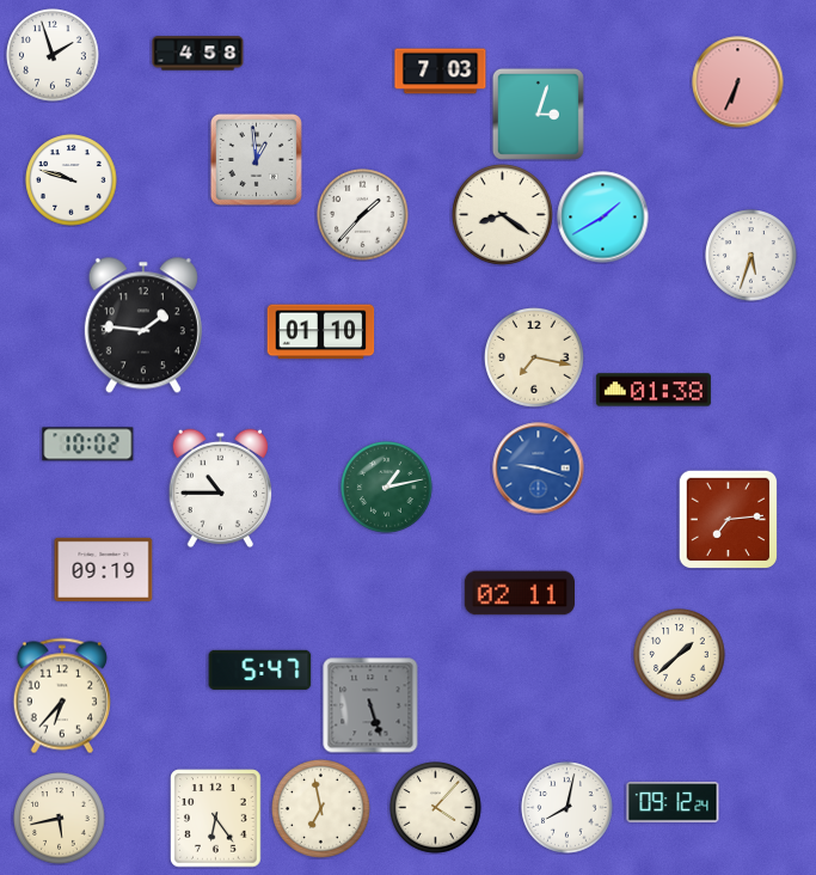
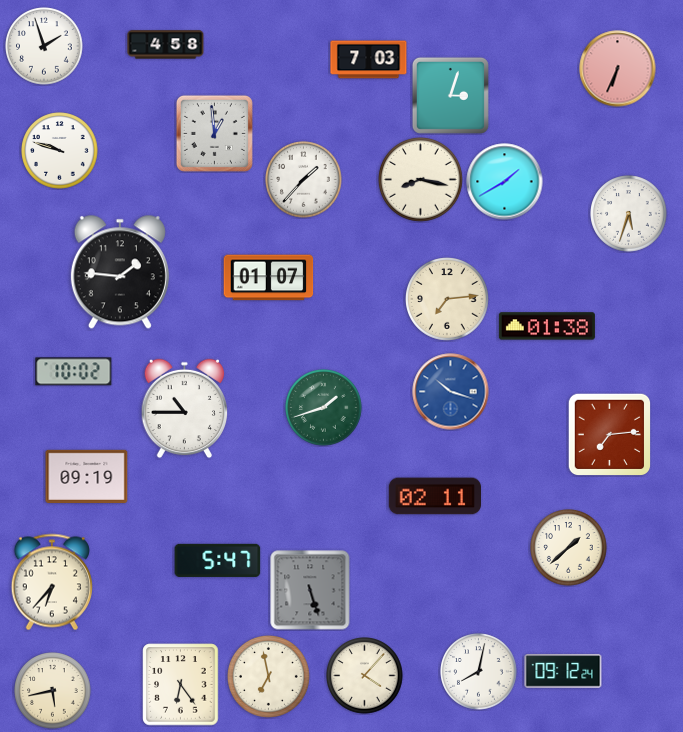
clock at (503, 215): 8:21 -> 8:17
clock at (321, 332): 01:10 -> 01:07
clock at (535, 359): 7:17 -> 7:14
clock at (539, 469): 9:18 -> 10:18
clock at (387, 488): 1:13 -> 1:42
clock at (567, 808) position: (567, 808) -> (479, 672)
clock at (60, 819) position: (60, 819) -> (53, 691)
